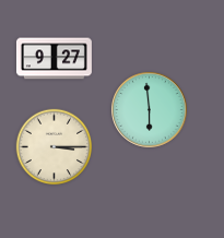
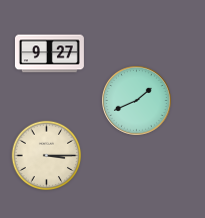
clock at (150, 110): 5:59 -> 1:41
clock at (55, 147) position: (55, 147) -> (47, 156)
